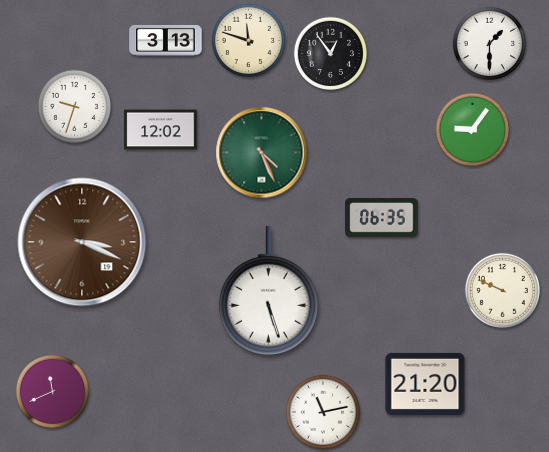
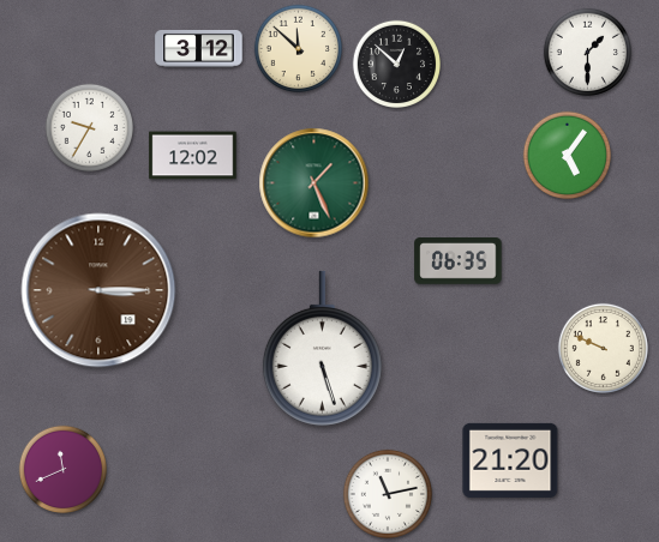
clock at (166, 40): 3:13 -> 3:12
clock at (248, 40): 11:48 -> 11:52
clock at (330, 53): 12:54 -> 12:52
clock at (74, 106): 9:33 -> 9:35
clock at (472, 129): 9:06 -> 5:06
clock at (262, 153): 4:26 -> 1:26
clock at (82, 242): 3:19 -> 3:15
